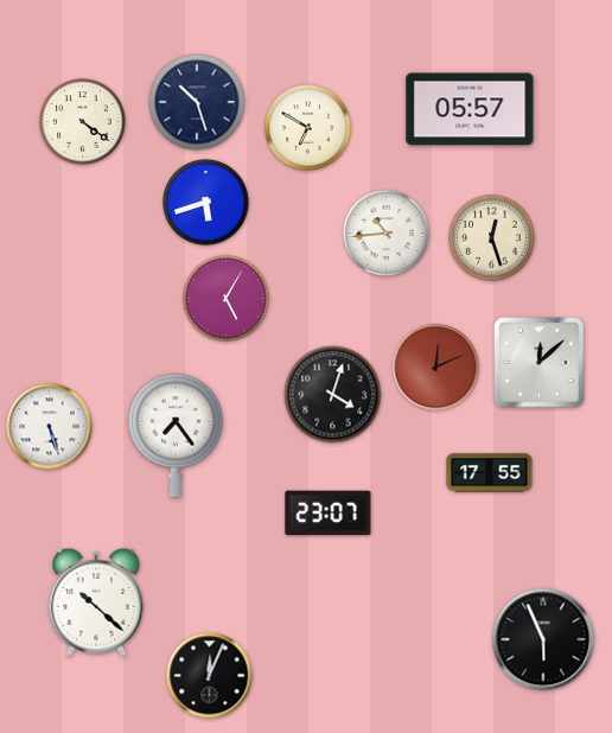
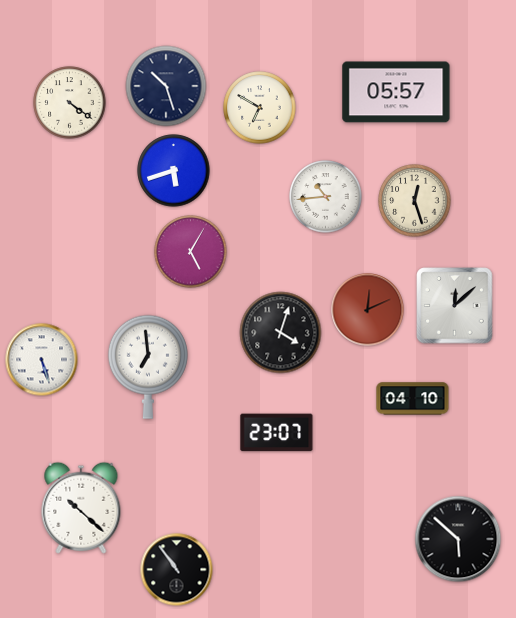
clock at (176, 435): 7:24 -> 6:59
clock at (490, 473): 17:55 -> 04:10
clock at (543, 639): 5:56 -> 5:52
clock at (210, 676): 12:04 -> 10:54
